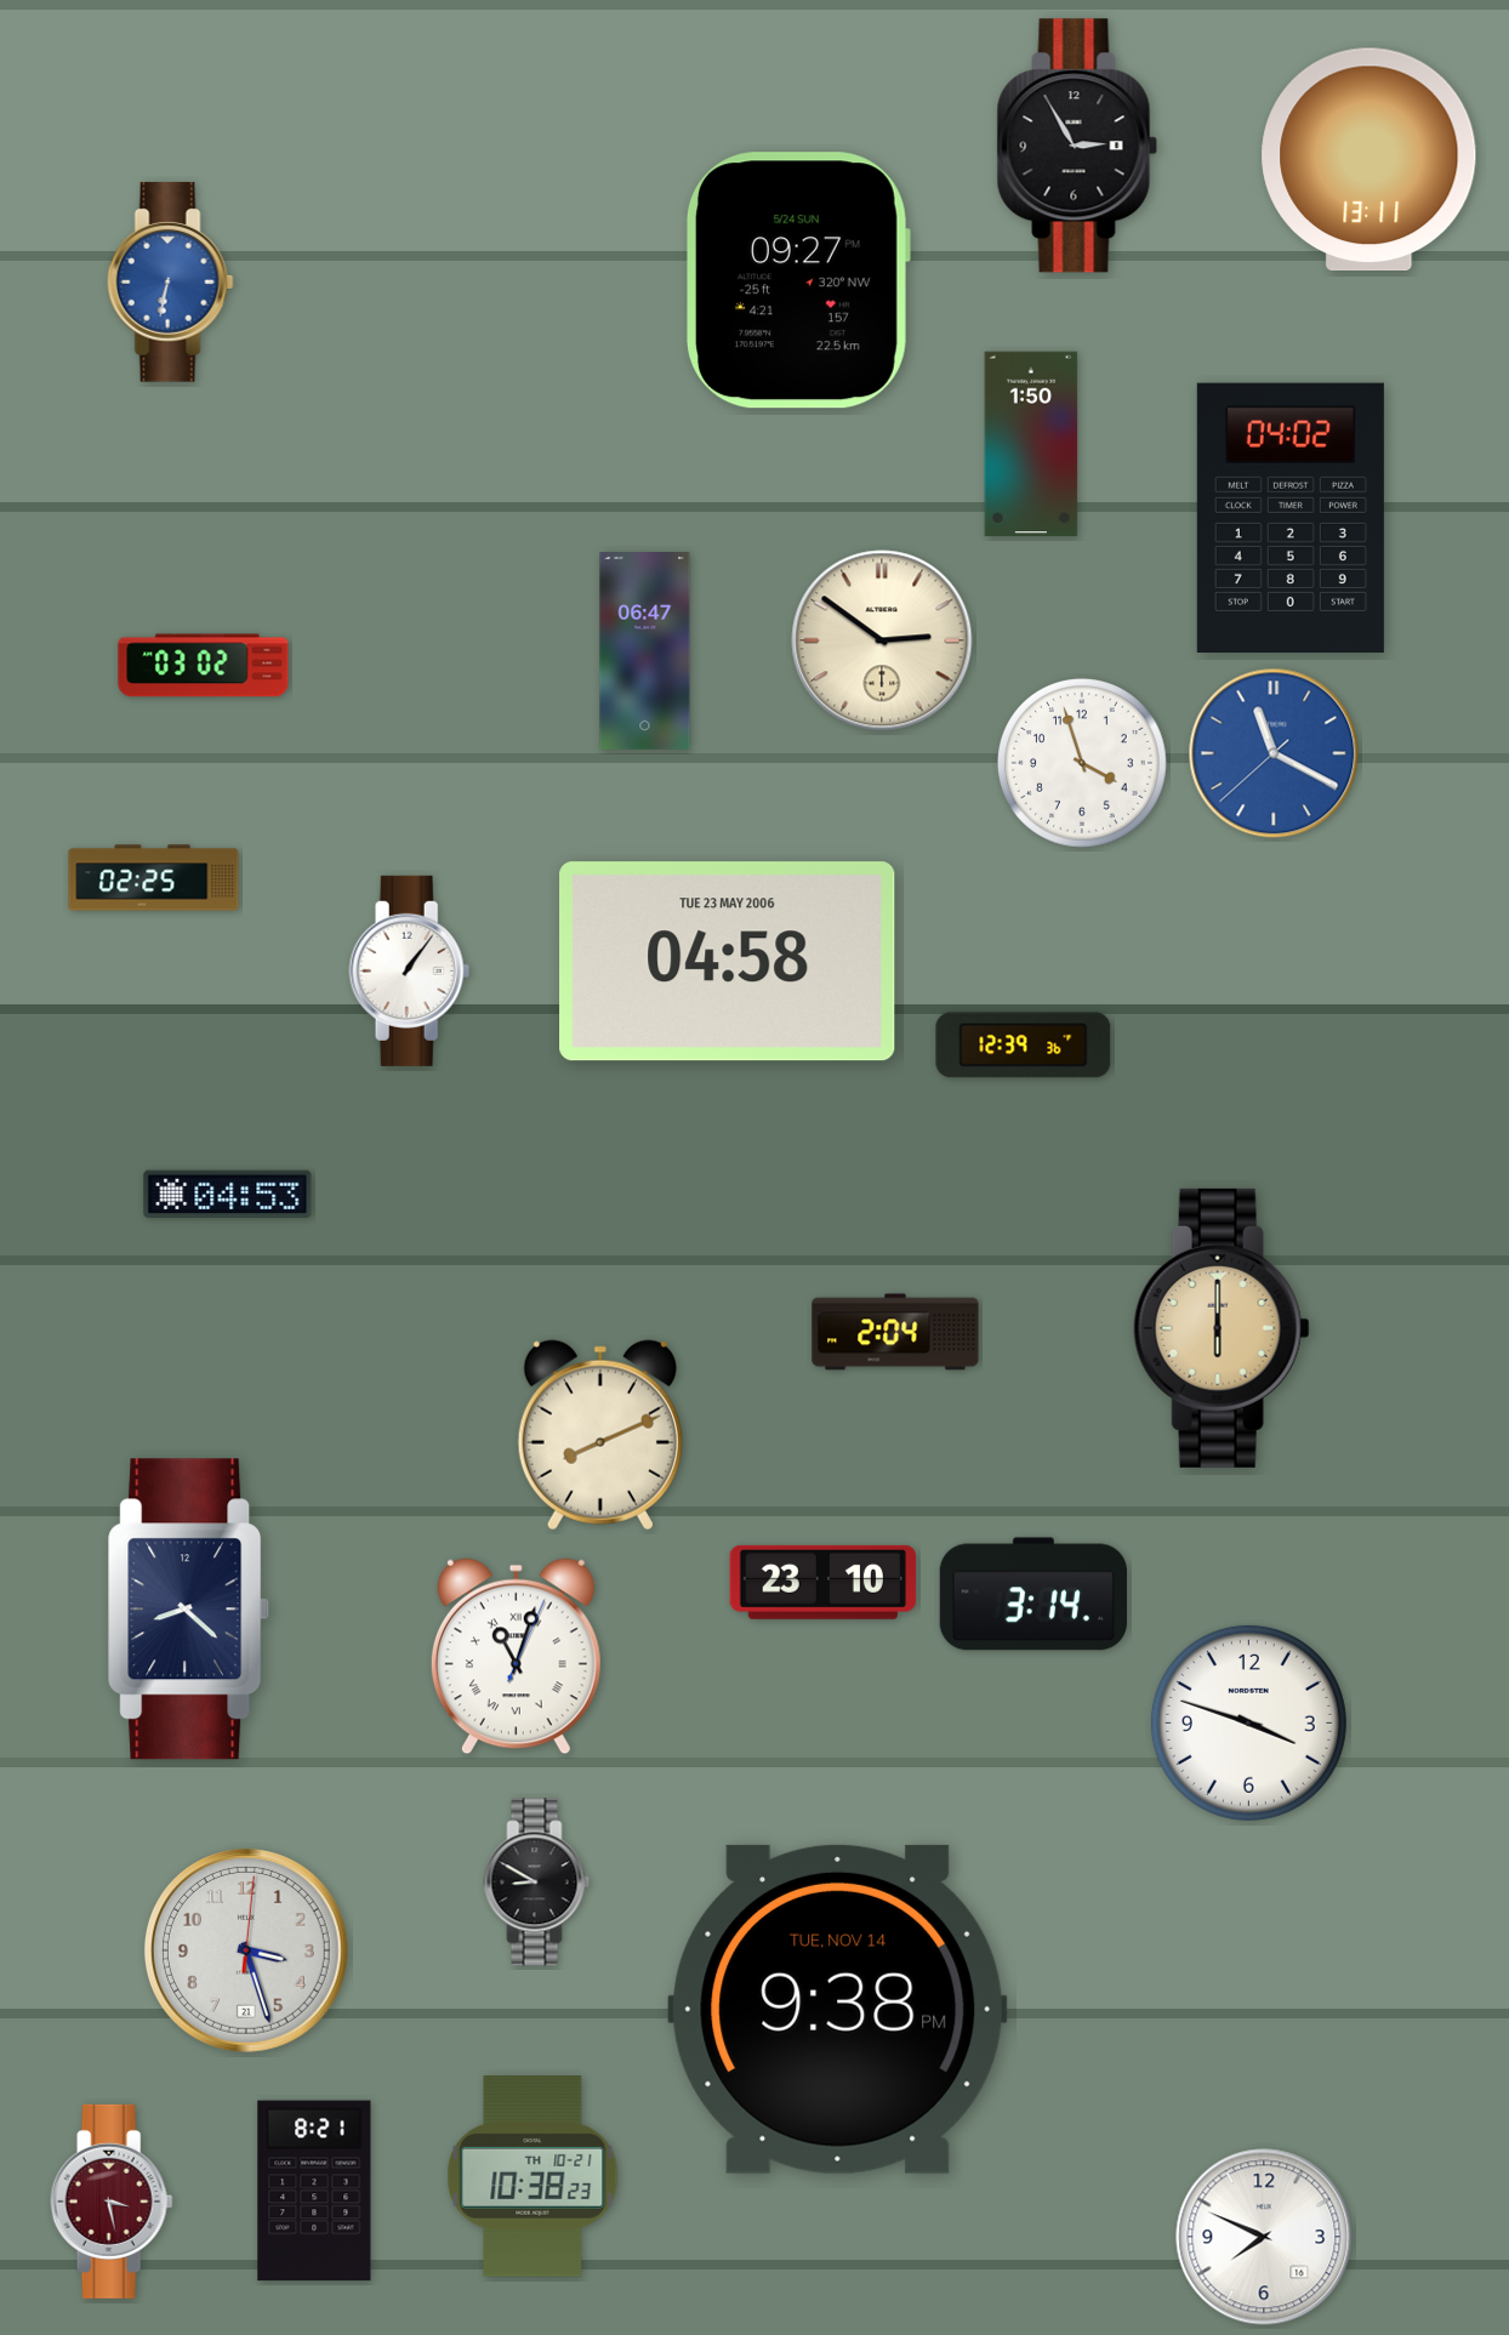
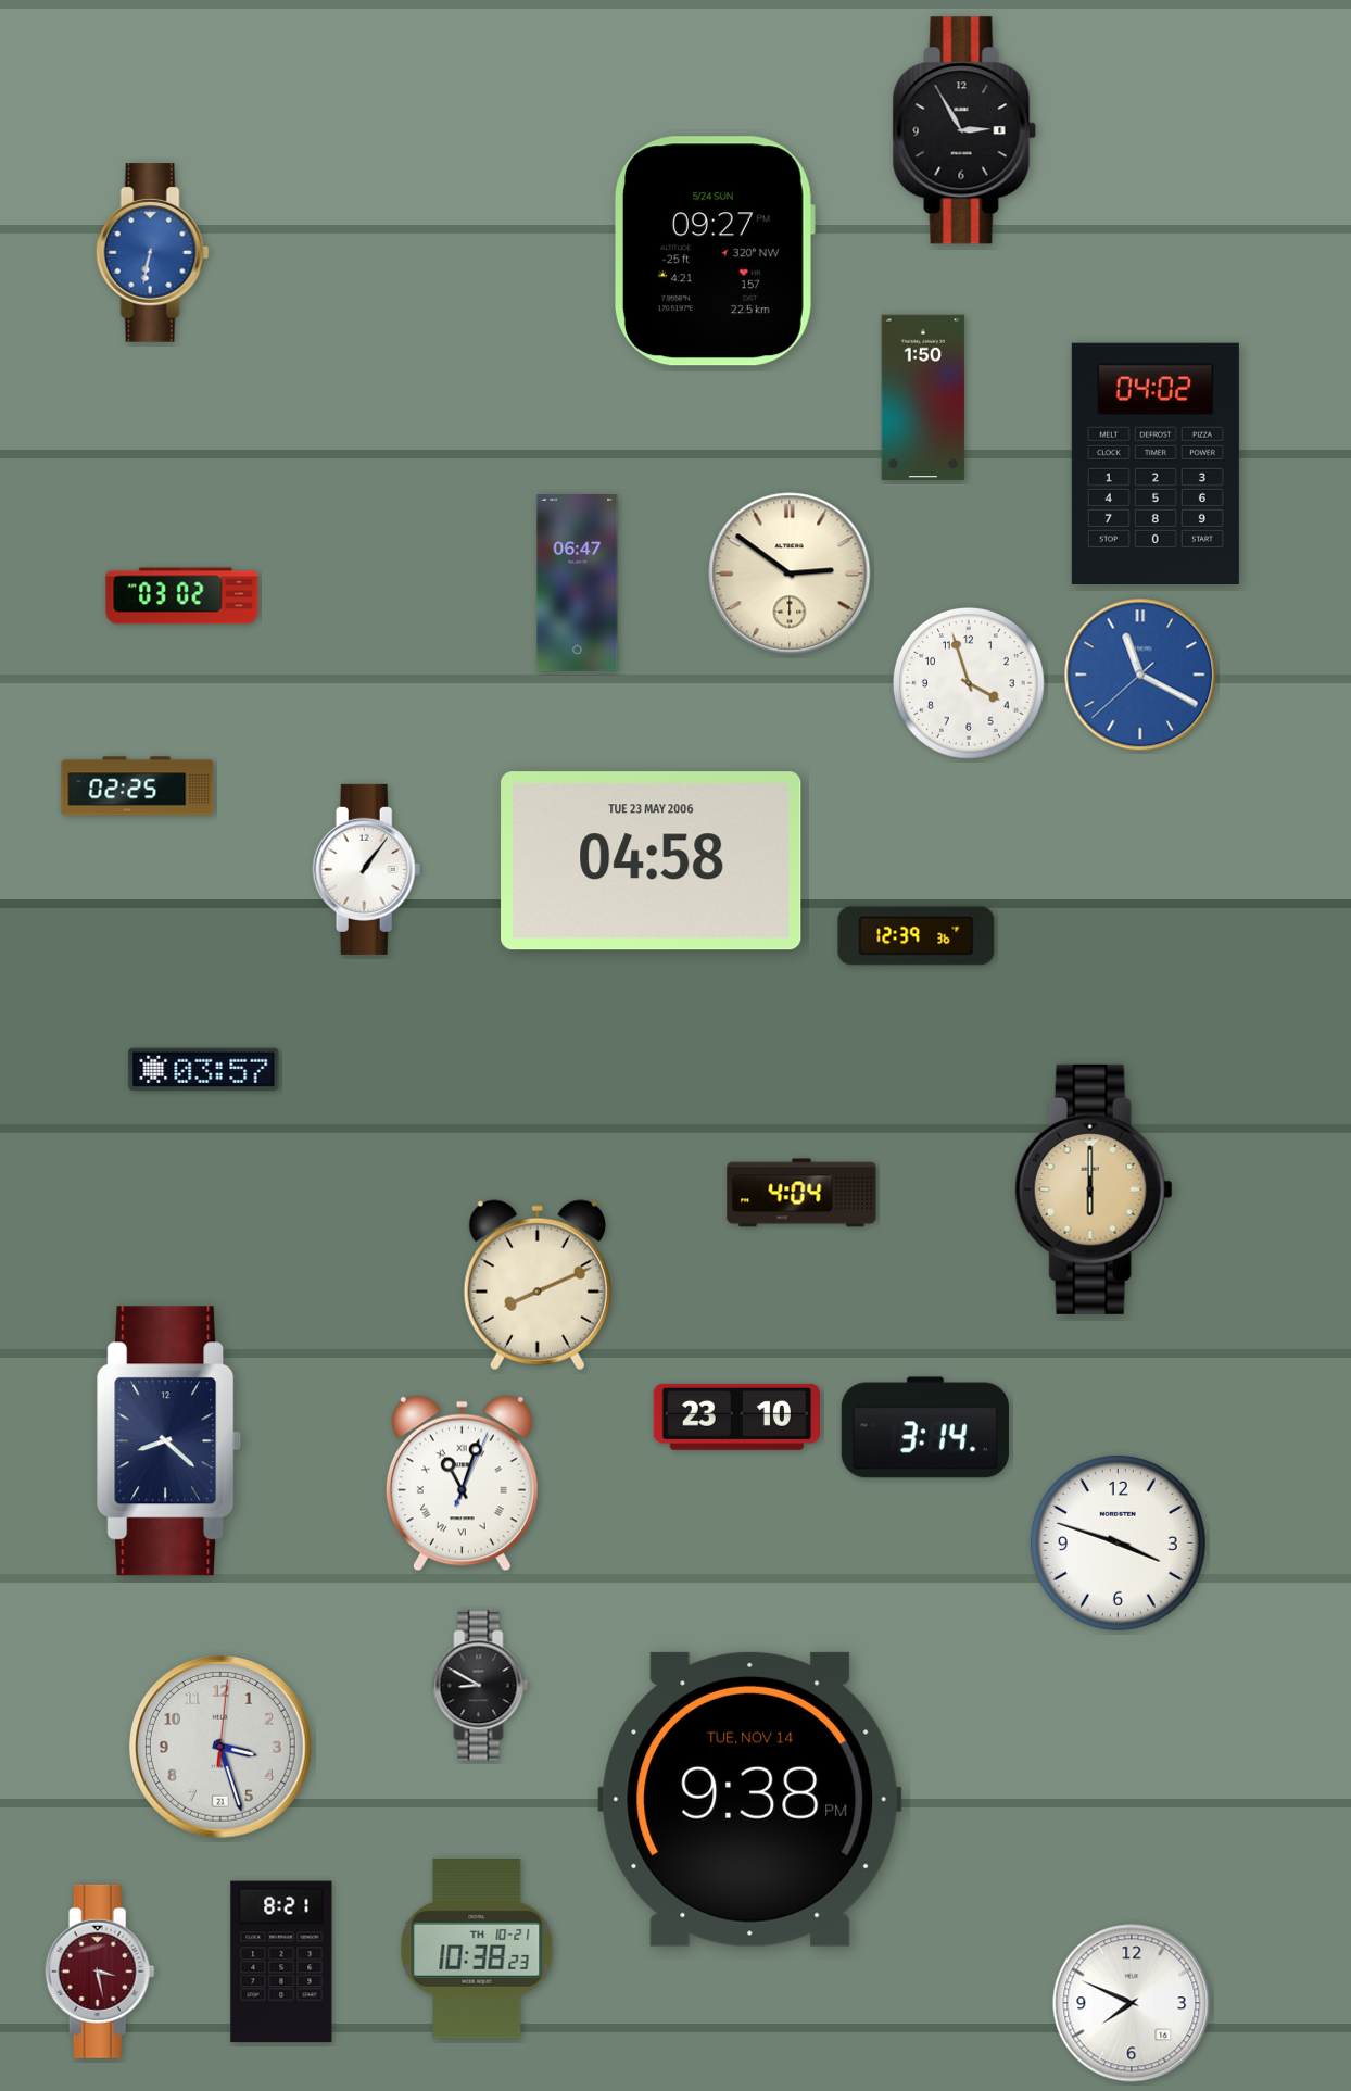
clock at (1370, 160): 13:11 -> none
clock at (228, 1195): 04:53 -> 03:57
clock at (895, 1332): 2:04 -> 4:04
